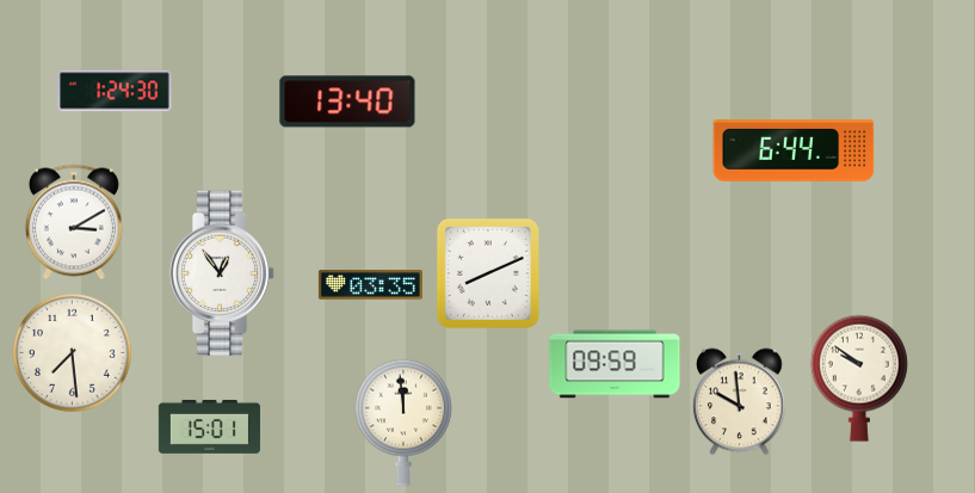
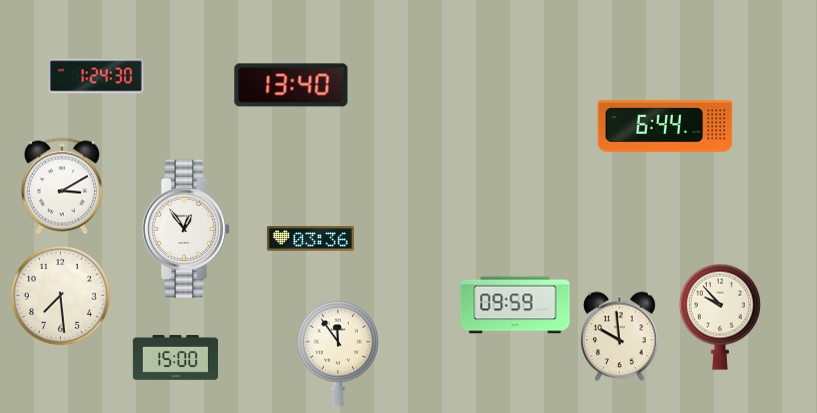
clock at (488, 273): 8:11 -> none
clock at (370, 285): 03:35 -> 03:36
clock at (859, 378): 9:51 -> 9:53
clock at (403, 423): 11:59 -> 11:54
clock at (209, 426): 15:01 -> 15:00
